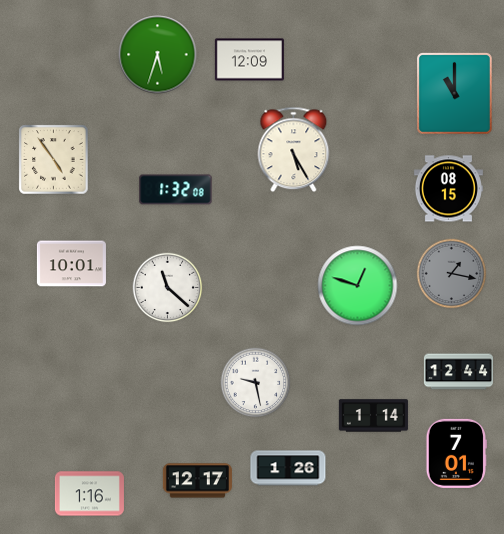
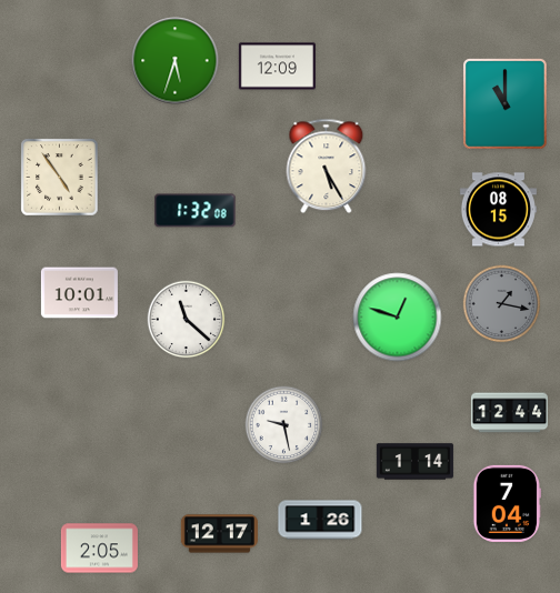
clock at (456, 453): 7:01 -> 7:04
clock at (89, 494): 1:16 -> 2:05
